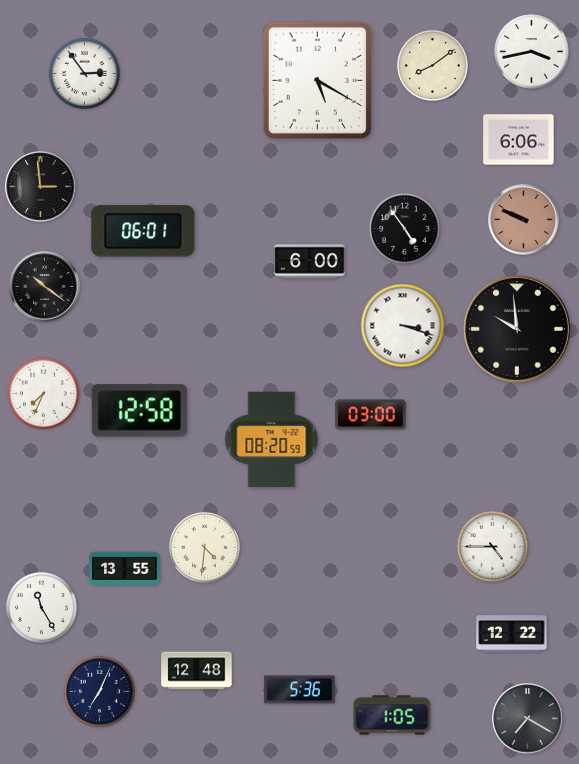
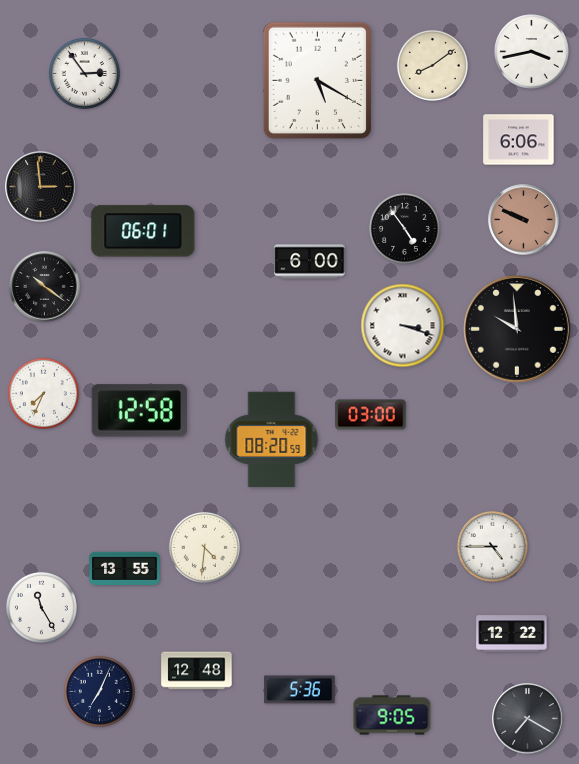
clock at (392, 715): 1:05 -> 9:05
